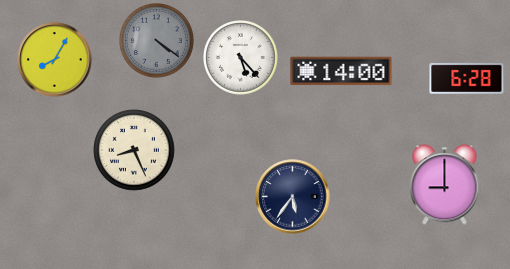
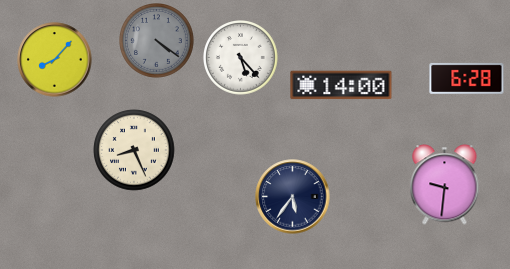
clock at (55, 60): 8:05 -> 8:07
clock at (341, 71) position: (341, 71) -> (341, 85)
clock at (445, 185): 9:00 -> 9:31
